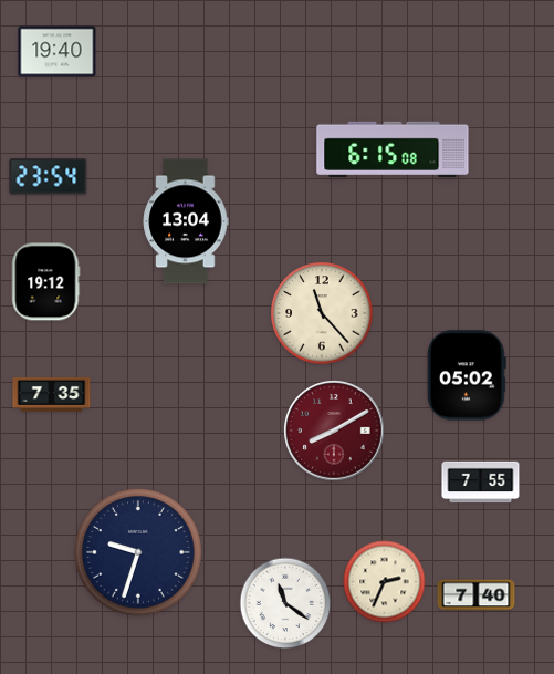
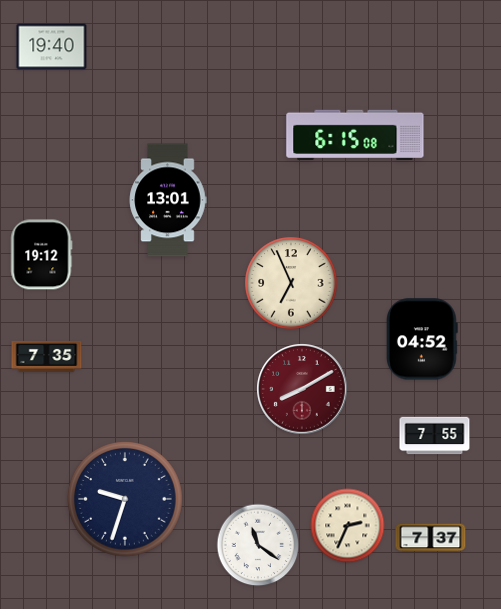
clock at (49, 177): 23:54 -> none
clock at (186, 221): 13:04 -> 13:01
clock at (322, 313): 11:23 -> 6:56
clock at (468, 375): 05:02 -> 04:52
clock at (477, 595): 7:40 -> 7:37
